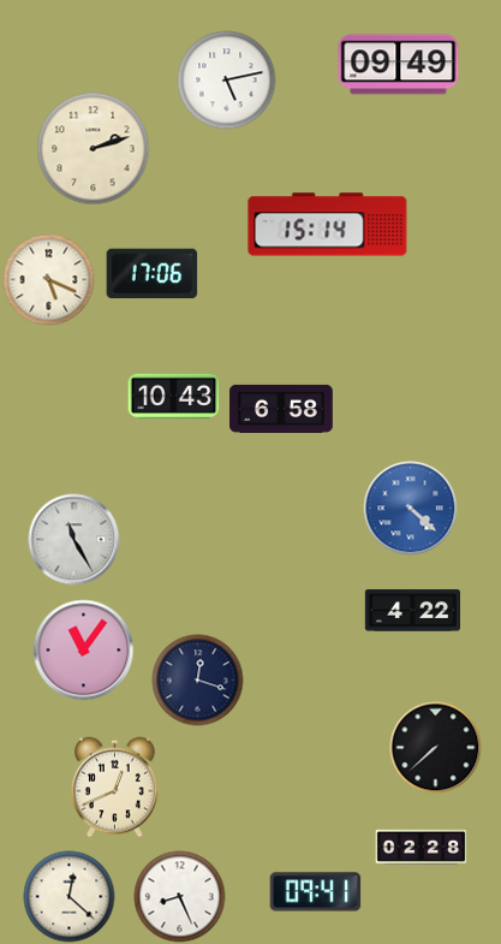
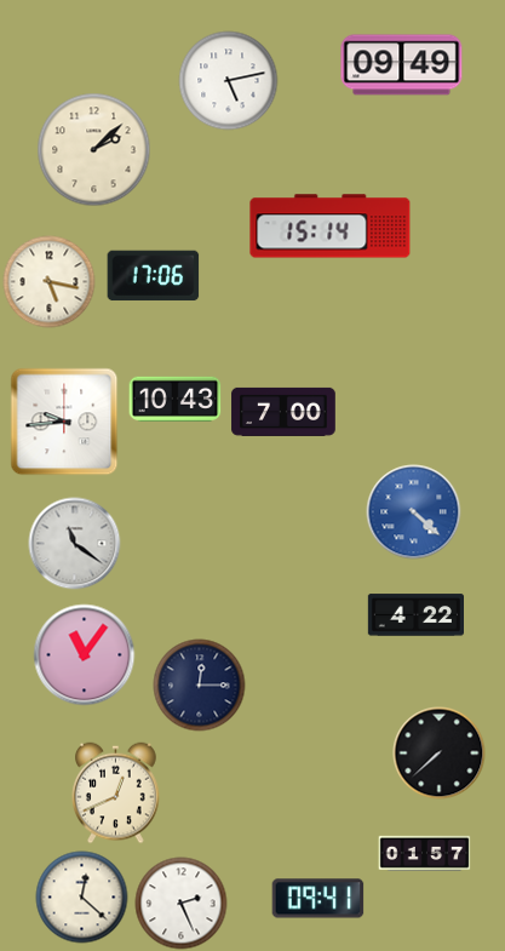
clock at (94, 149): 2:12 -> 2:08
clock at (49, 280): 5:19 -> 5:17
clock at (281, 409): 6:58 -> 7:00
clock at (64, 422): none -> 9:44
clock at (74, 540): 11:25 -> 11:21
clock at (198, 681): 12:18 -> 12:15
clock at (422, 847): 02:28 -> 01:57
clock at (70, 897) position: (70, 897) -> (82, 898)
clock at (180, 897): 8:26 -> 2:26
